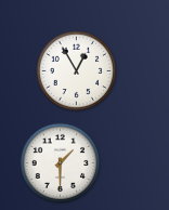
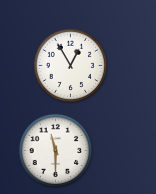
clock at (61, 163): 1:30 -> 11:30
